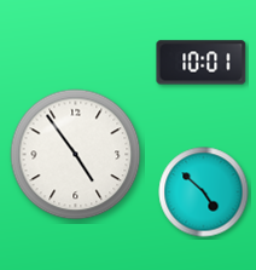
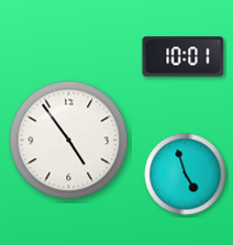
clock at (204, 193): 4:52 -> 4:57
